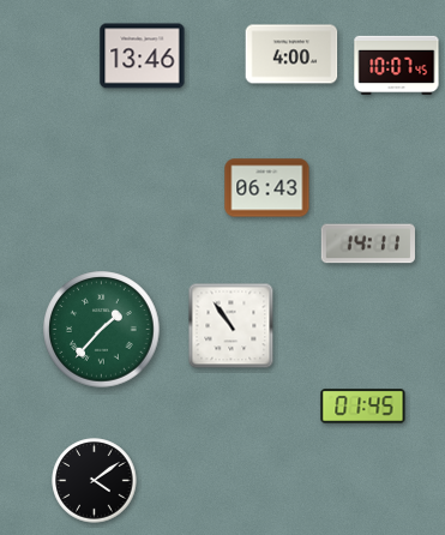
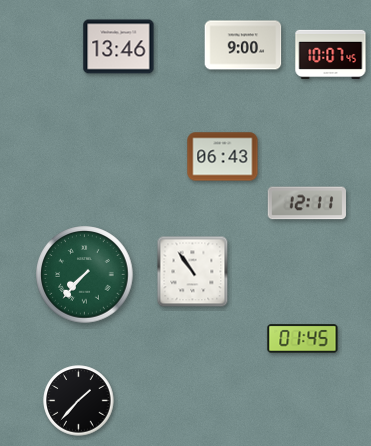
clock at (291, 54): 4:00 -> 9:00
clock at (368, 244): 14:11 -> 12:11
clock at (102, 330): 1:37 -> 7:37
clock at (95, 481): 4:09 -> 1:37
